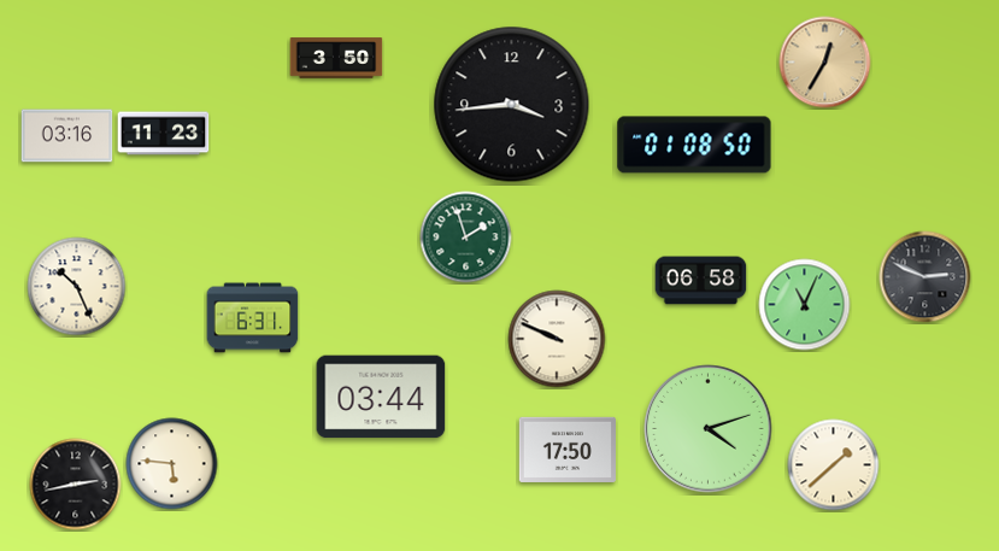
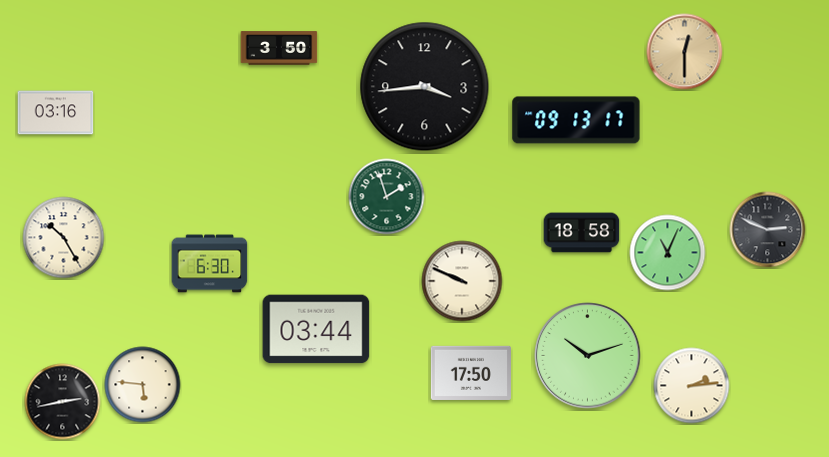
clock at (825, 63): 12:35 -> 12:30
clock at (164, 134): 11:23 -> none
clock at (694, 145): 01:08 -> 09:13
clock at (701, 281): 06:58 -> 18:58
clock at (77, 287): 10:26 -> 10:25
clock at (253, 318): 6:31 -> 6:30
clock at (709, 429): 4:12 -> 10:12
clock at (834, 465): 1:38 -> 2:14
